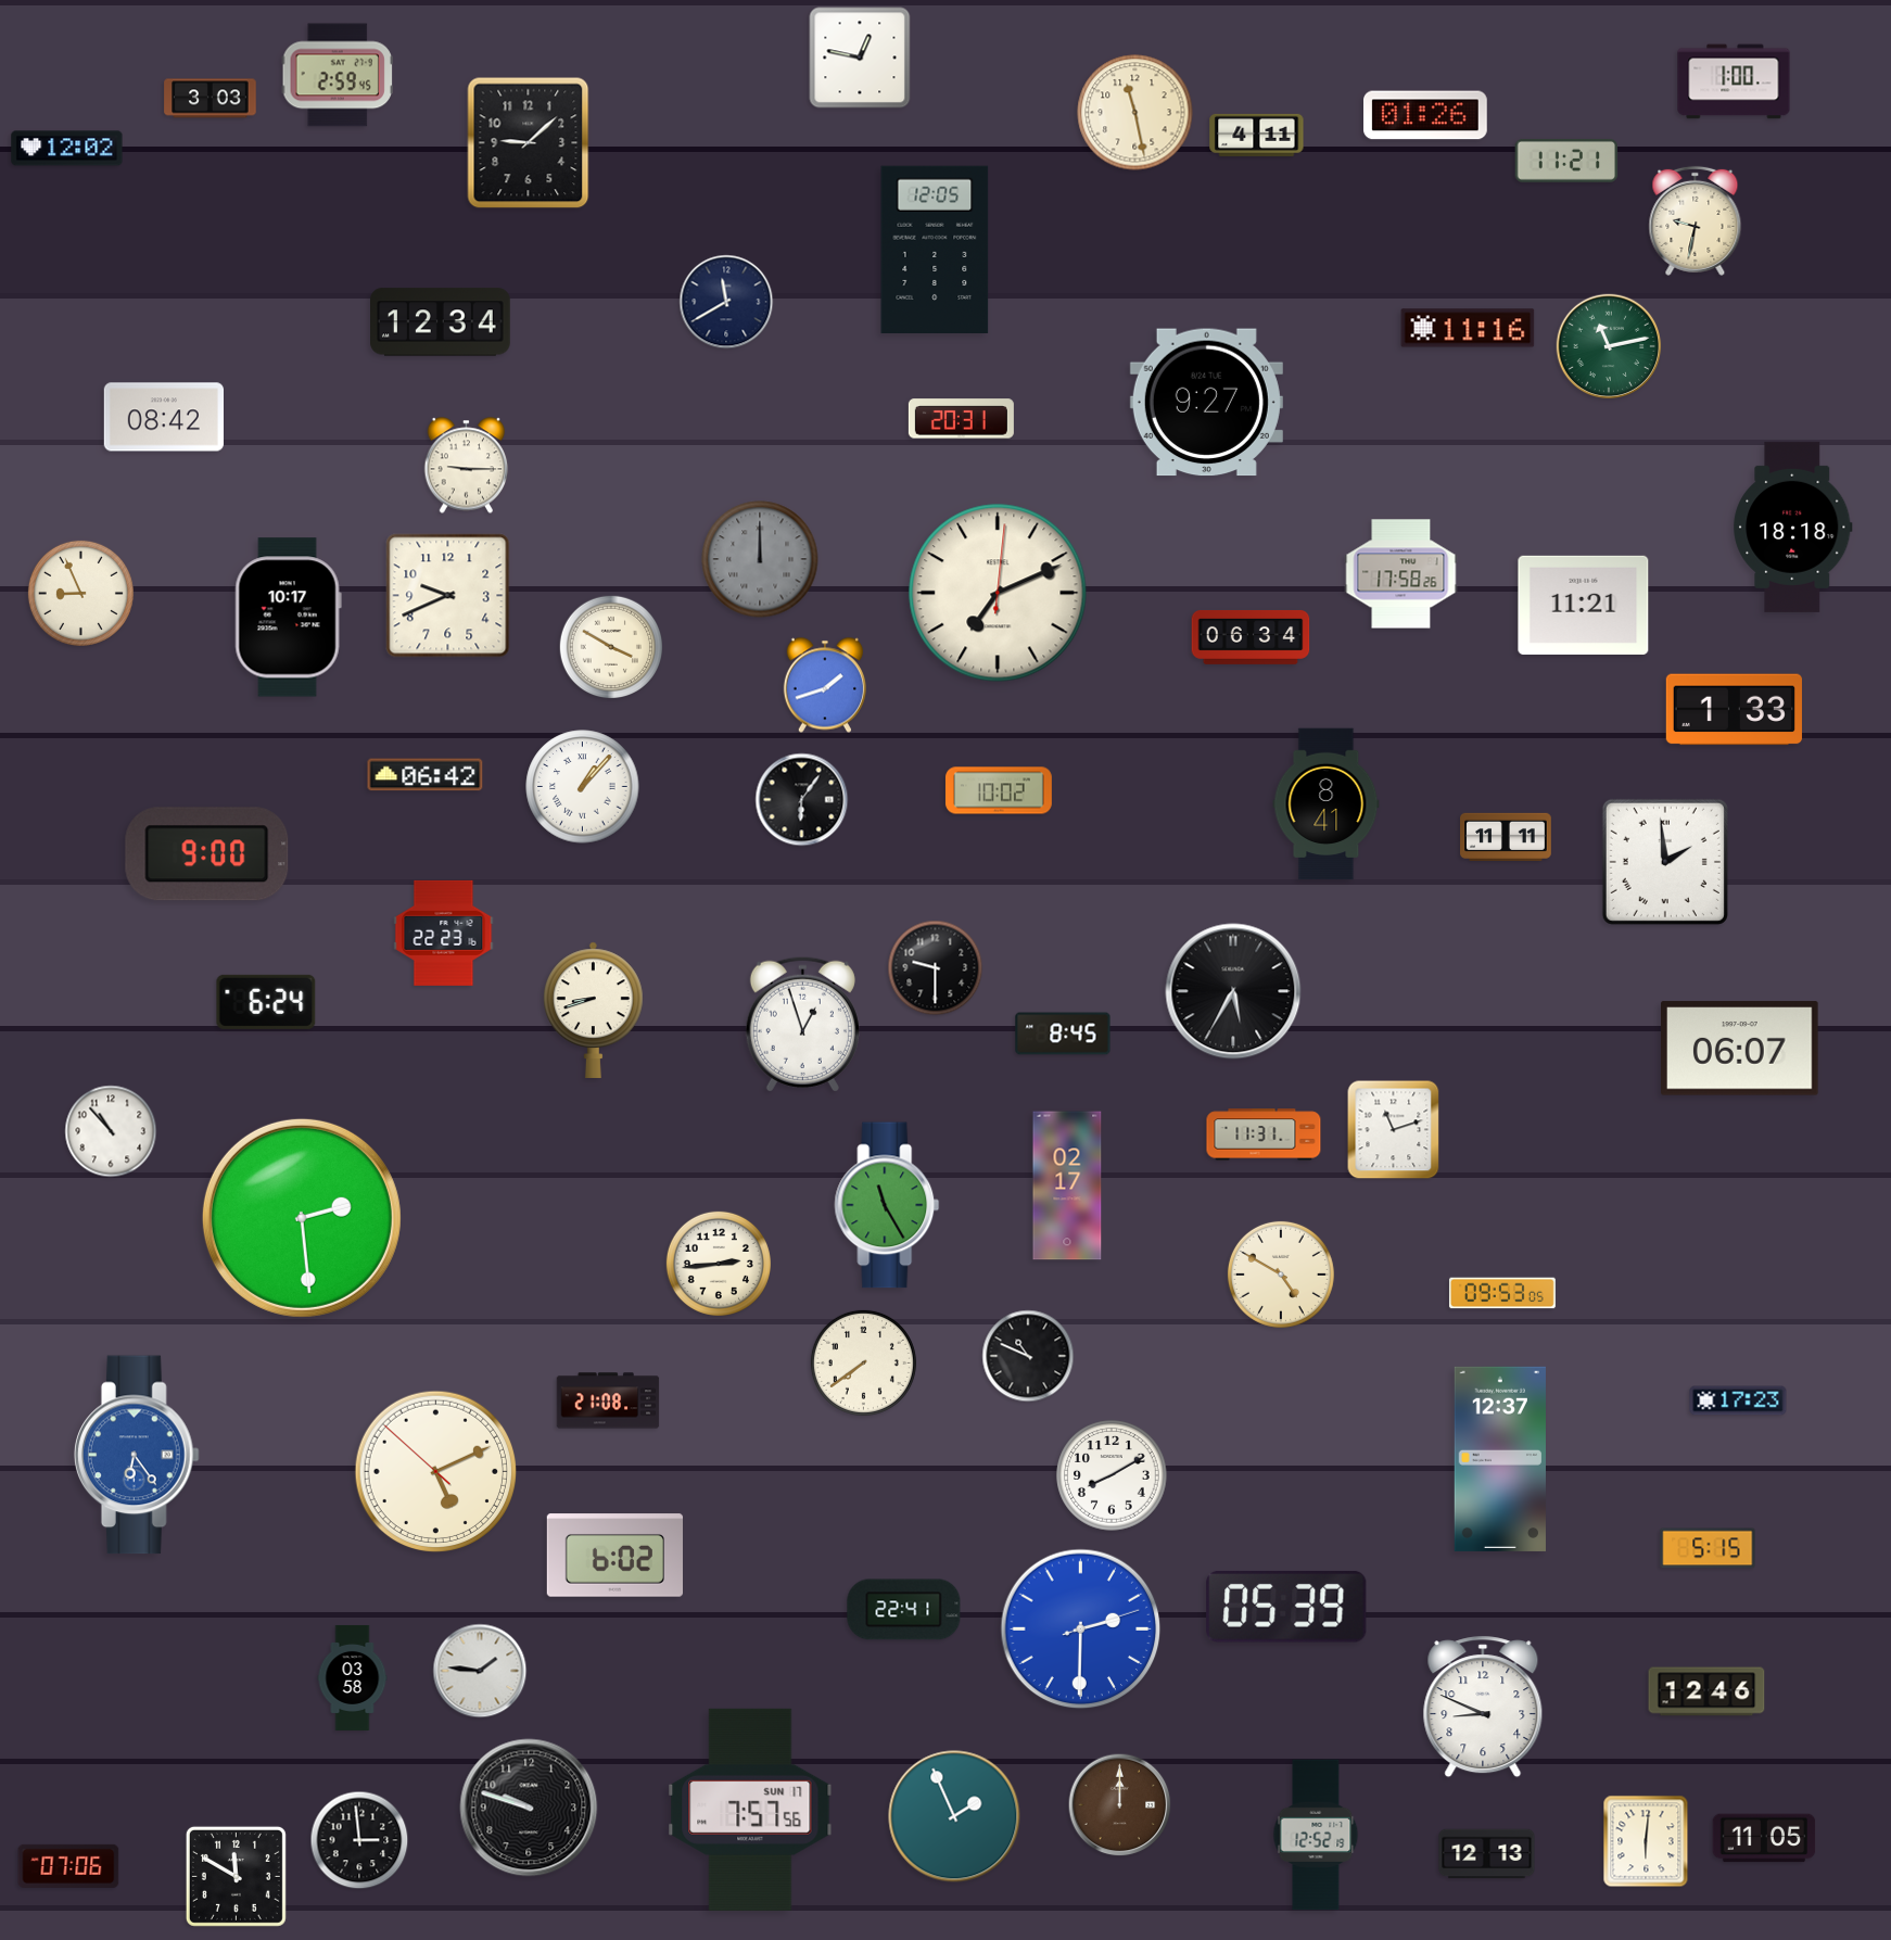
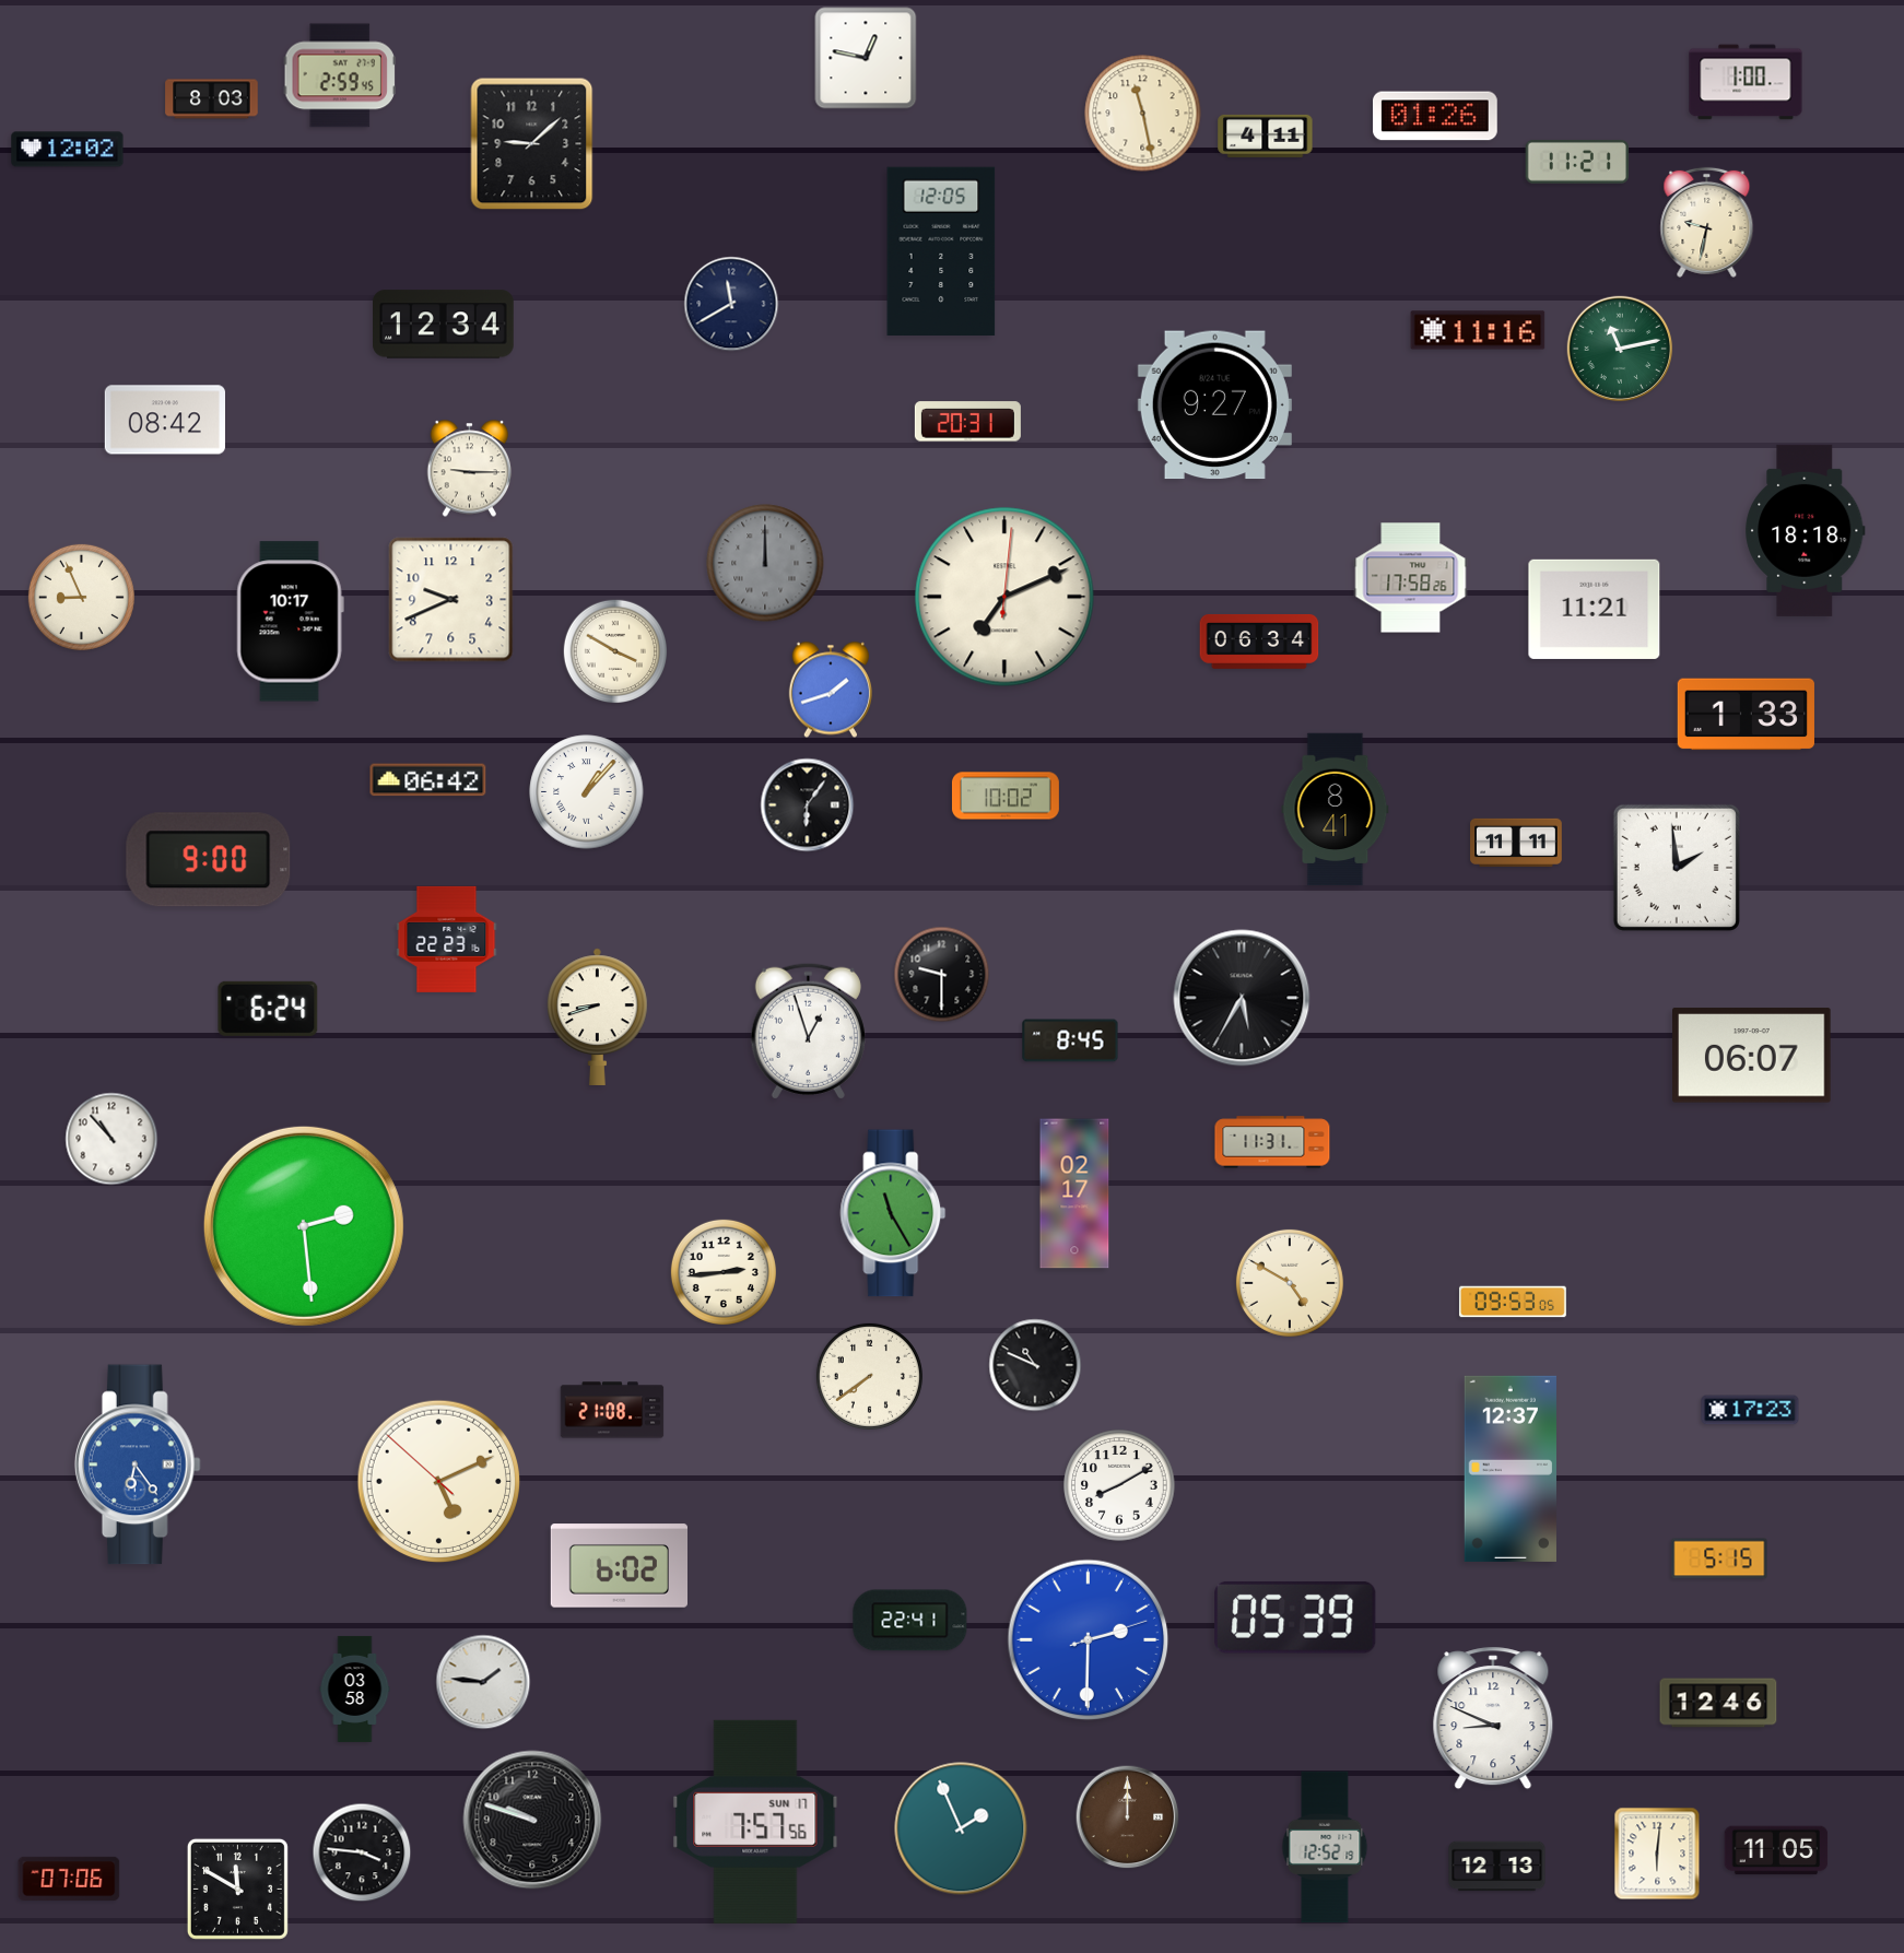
clock at (211, 99): 3:03 -> 8:03
clock at (1394, 1130): 11:12 -> none
clock at (863, 1362) position: (863, 1362) -> (869, 1376)
clock at (359, 1840): 2:59 -> 3:46
